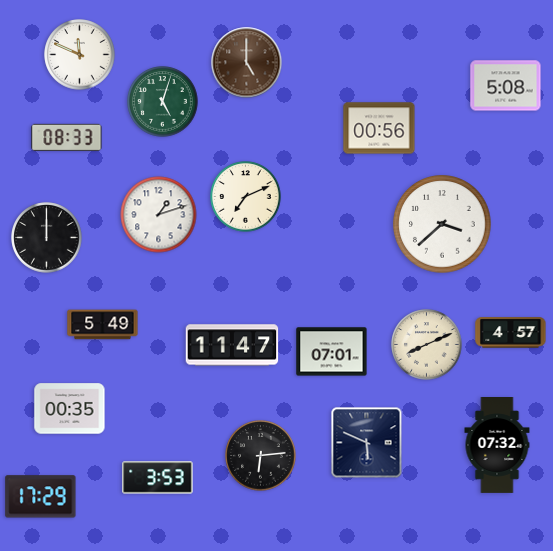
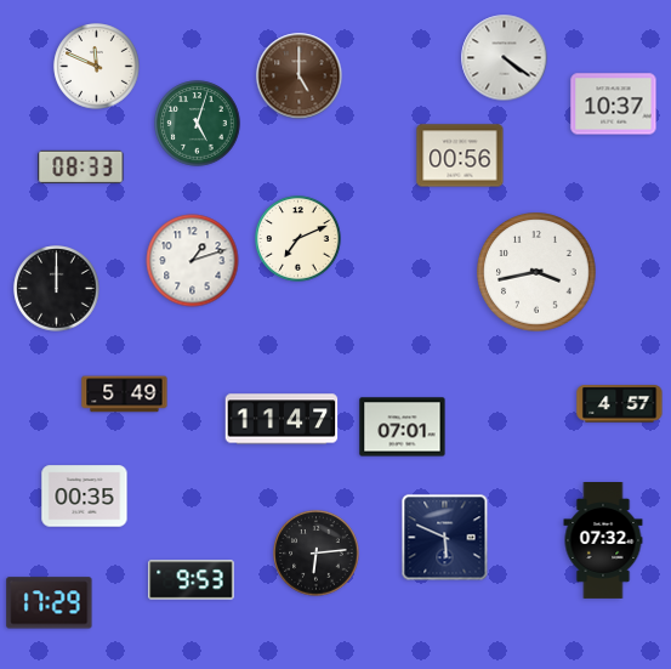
clock at (505, 58): none -> 4:21
clock at (506, 86): 5:08 -> 10:37
clock at (442, 224): 3:38 -> 3:43
clock at (427, 345): 8:11 -> none
clock at (158, 478): 3:53 -> 9:53
